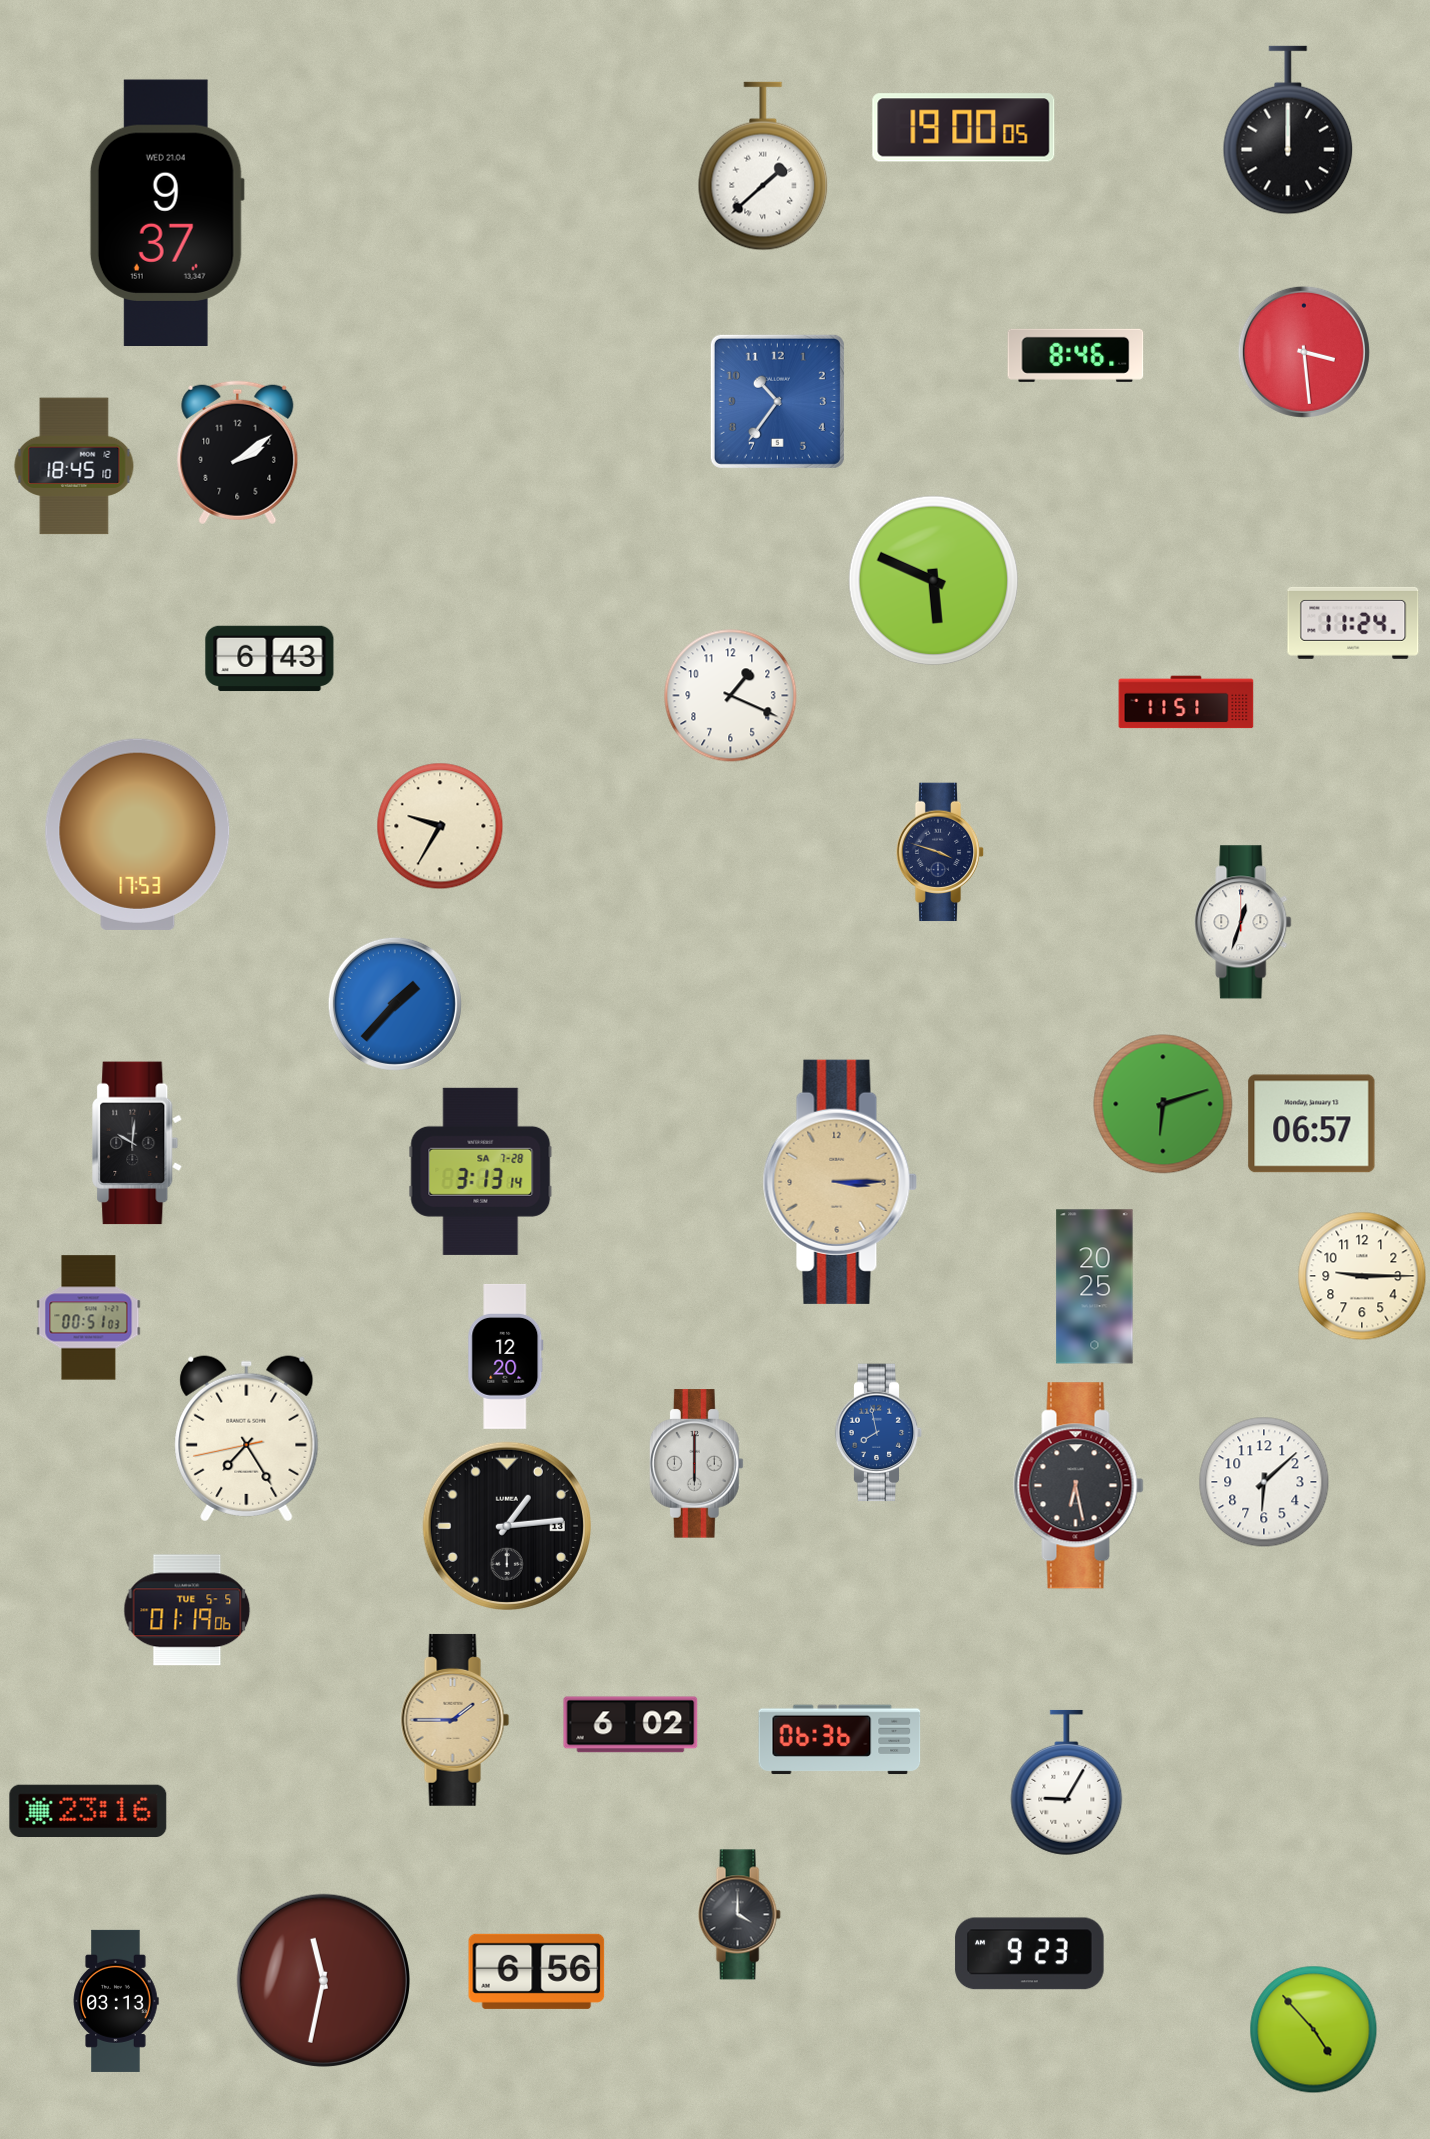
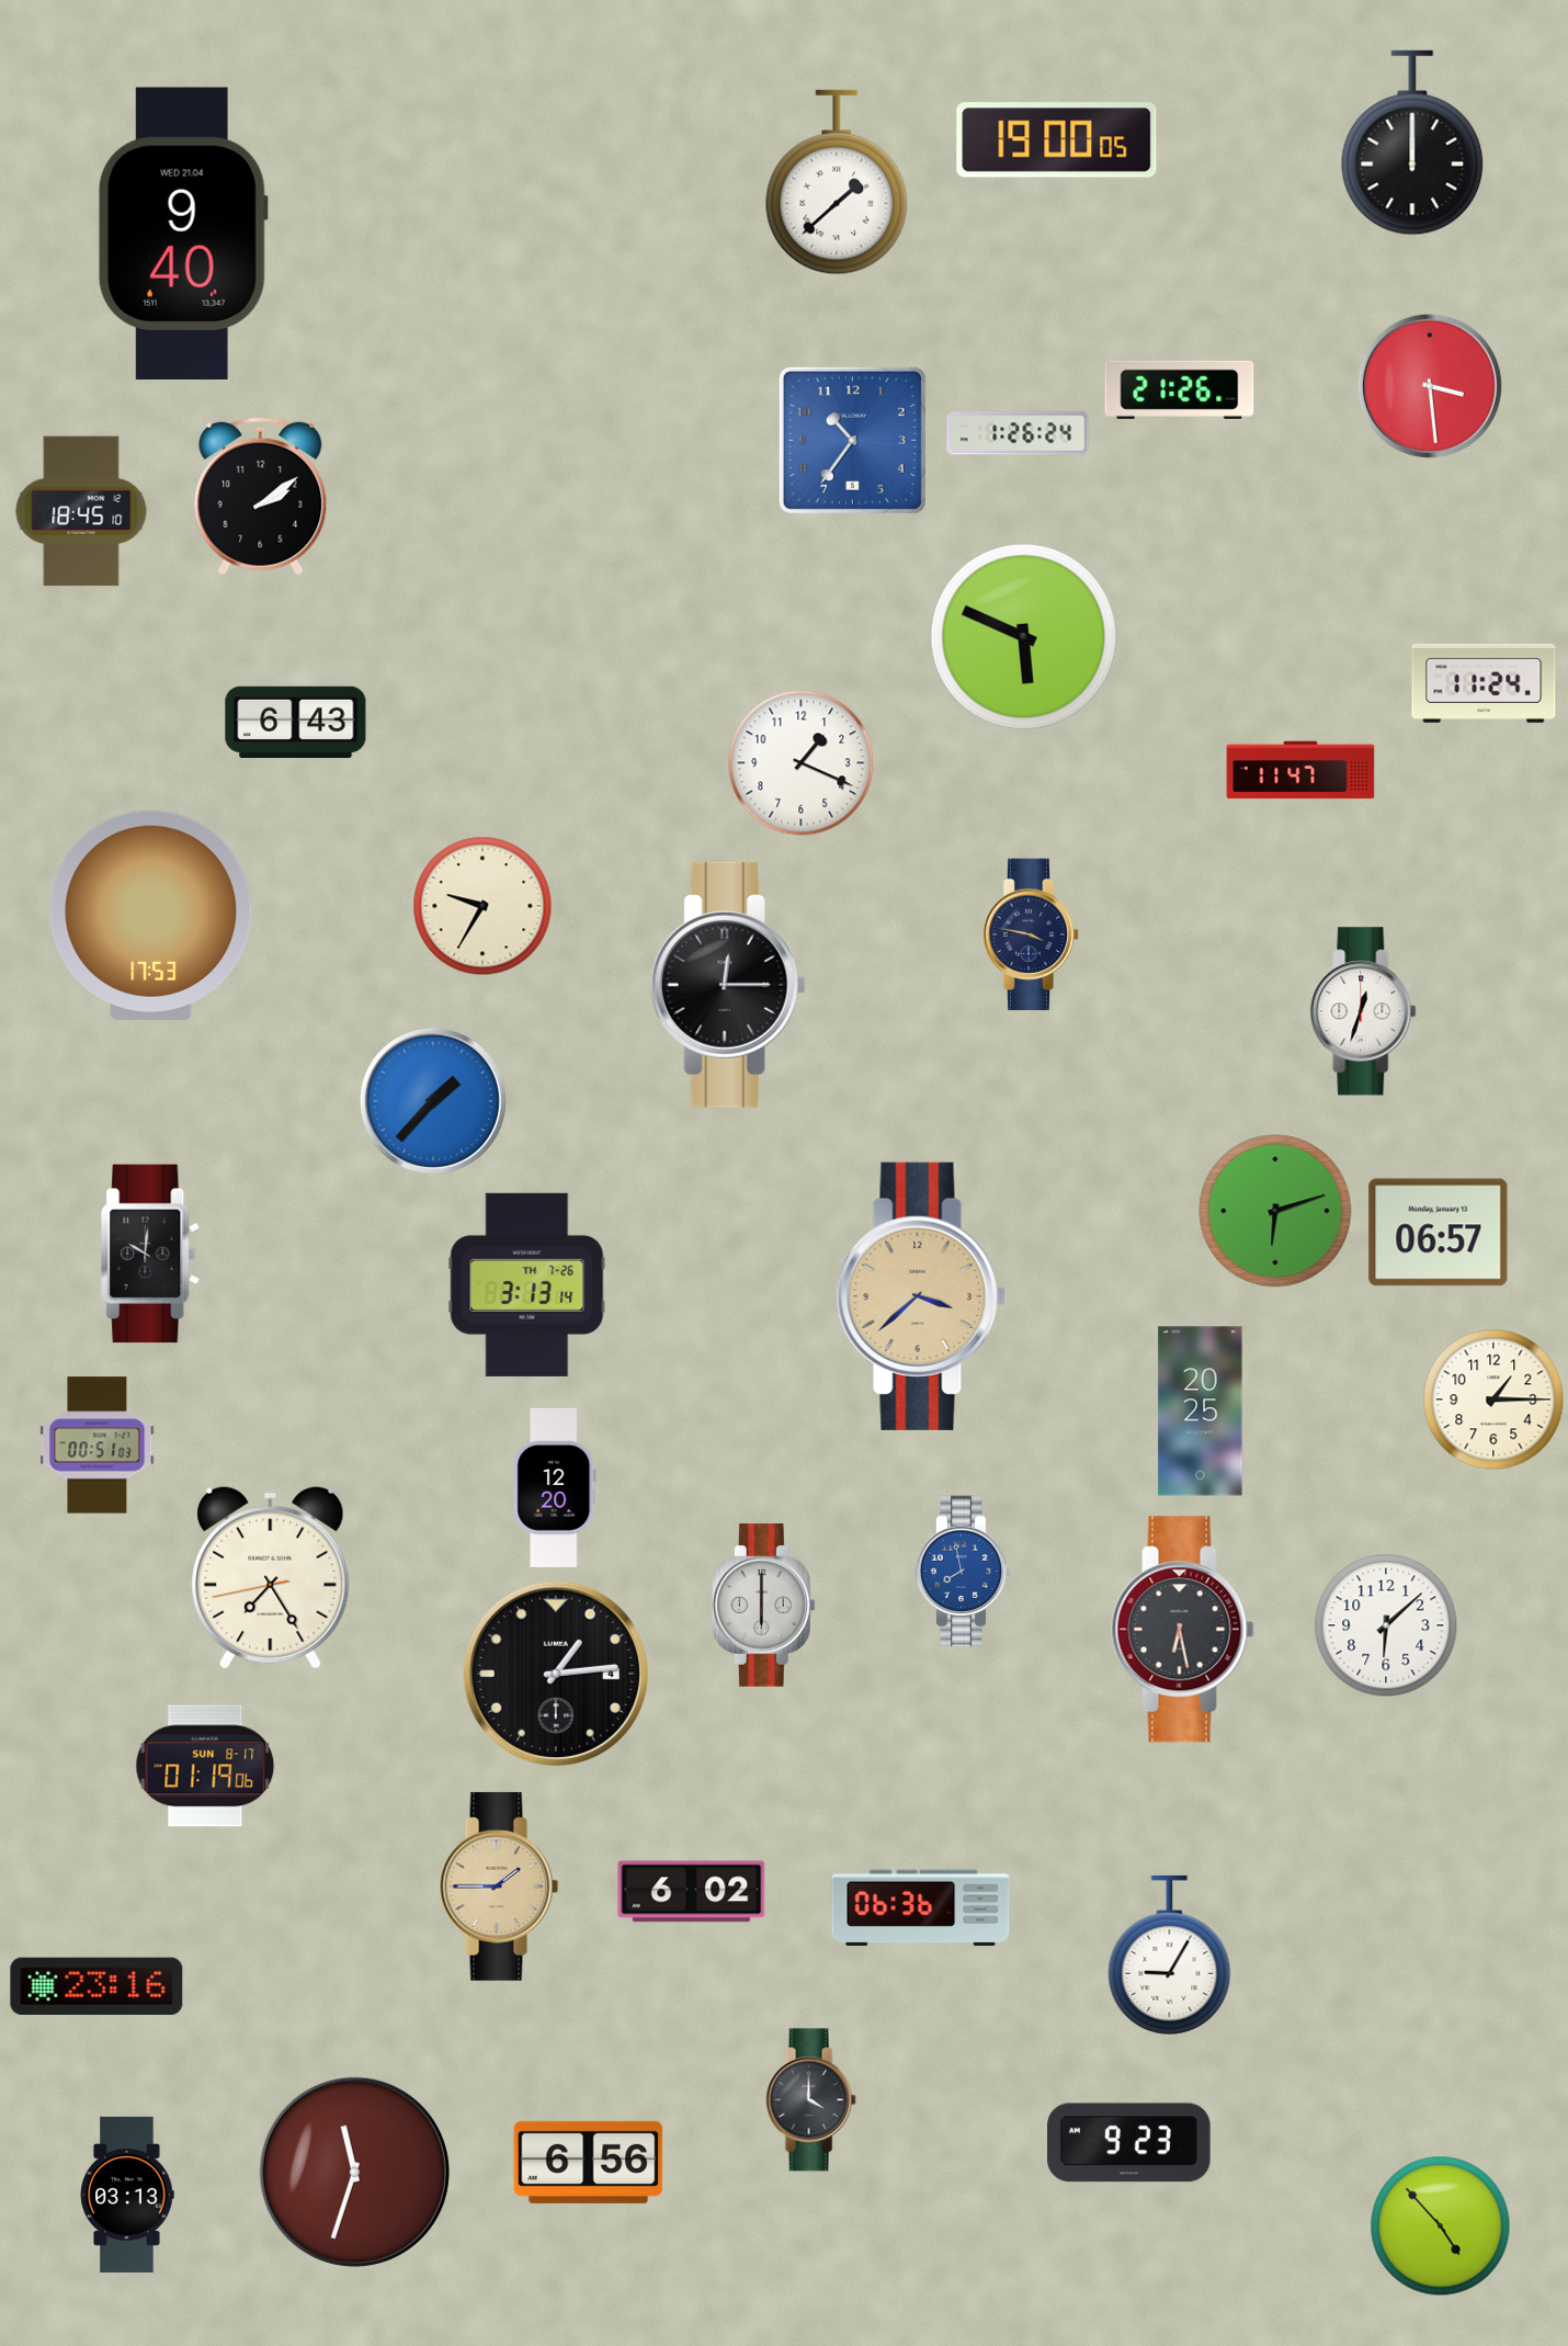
clock at (167, 212): 9:37 -> 9:40
clock at (1076, 355): 8:46 -> 21:26
clock at (1018, 433): none -> 1:26
clock at (1186, 702): 11:51 -> 11:47
clock at (940, 852): 3:48 -> 3:47
clock at (728, 985): none -> 12:15
clock at (481, 1171) date: SA 7-28 -> TH 7-26
clock at (840, 1182): 3:15 -> 3:38
clock at (1362, 1276): 9:15 -> 1:15
clock at (507, 1526) date: 13 -> 4
clock at (187, 1610) date: TUE 5-5 -> SUN 8-17
clock at (323, 1980): 11:32 -> 11:33
